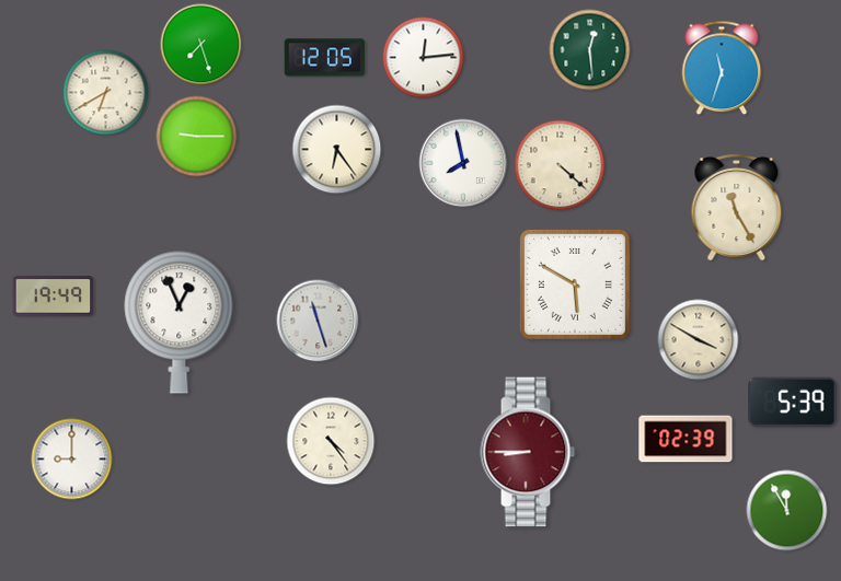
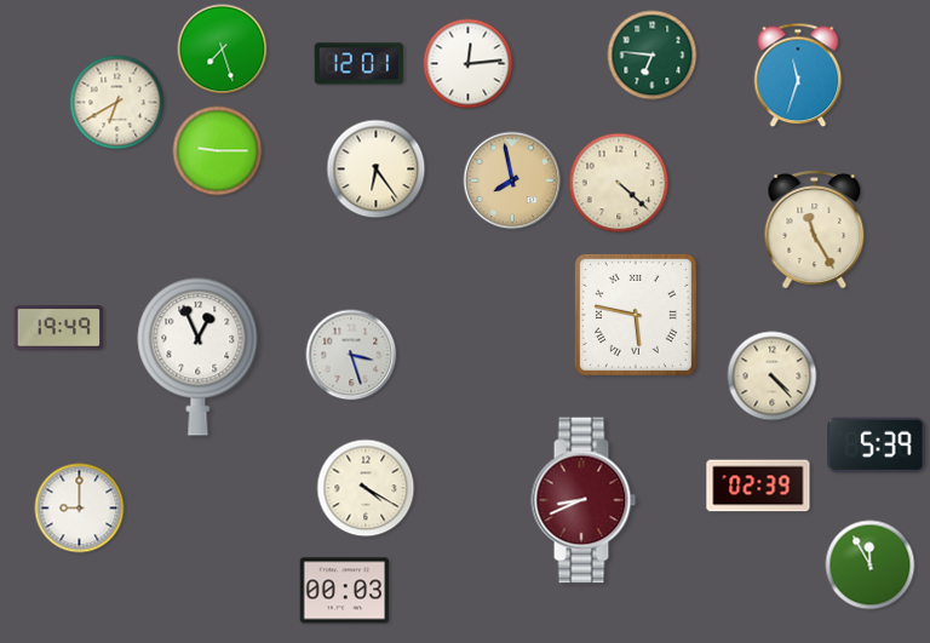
clock at (590, 50): 12:29 -> 6:46
clock at (325, 58): 12:05 -> 12:01
clock at (337, 150) position: (337, 150) -> (377, 170)
clock at (463, 163) dial: white -> champagne
clock at (575, 284): 5:50 -> 5:47
clock at (318, 321): 11:27 -> 3:27
clock at (699, 340): 3:50 -> 4:23
clock at (331, 441): 4:24 -> 4:20
clock at (528, 452): 8:45 -> 8:41
clock at (345, 591): none -> 00:03
